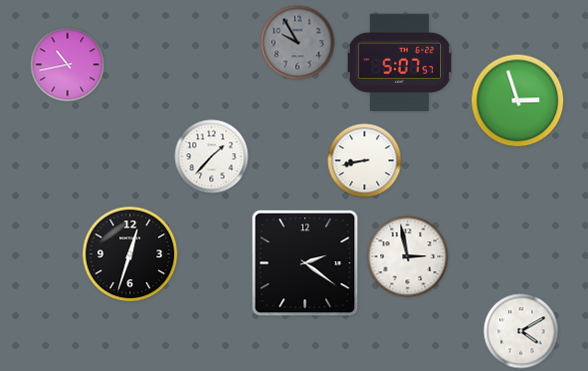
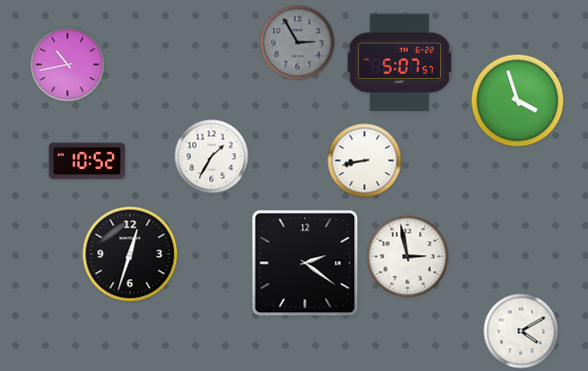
clock at (298, 43): 9:55 -> 2:55
clock at (518, 101): 2:57 -> 3:57
clock at (212, 157): 1:37 -> 1:35
clock at (87, 161): none -> 10:52
